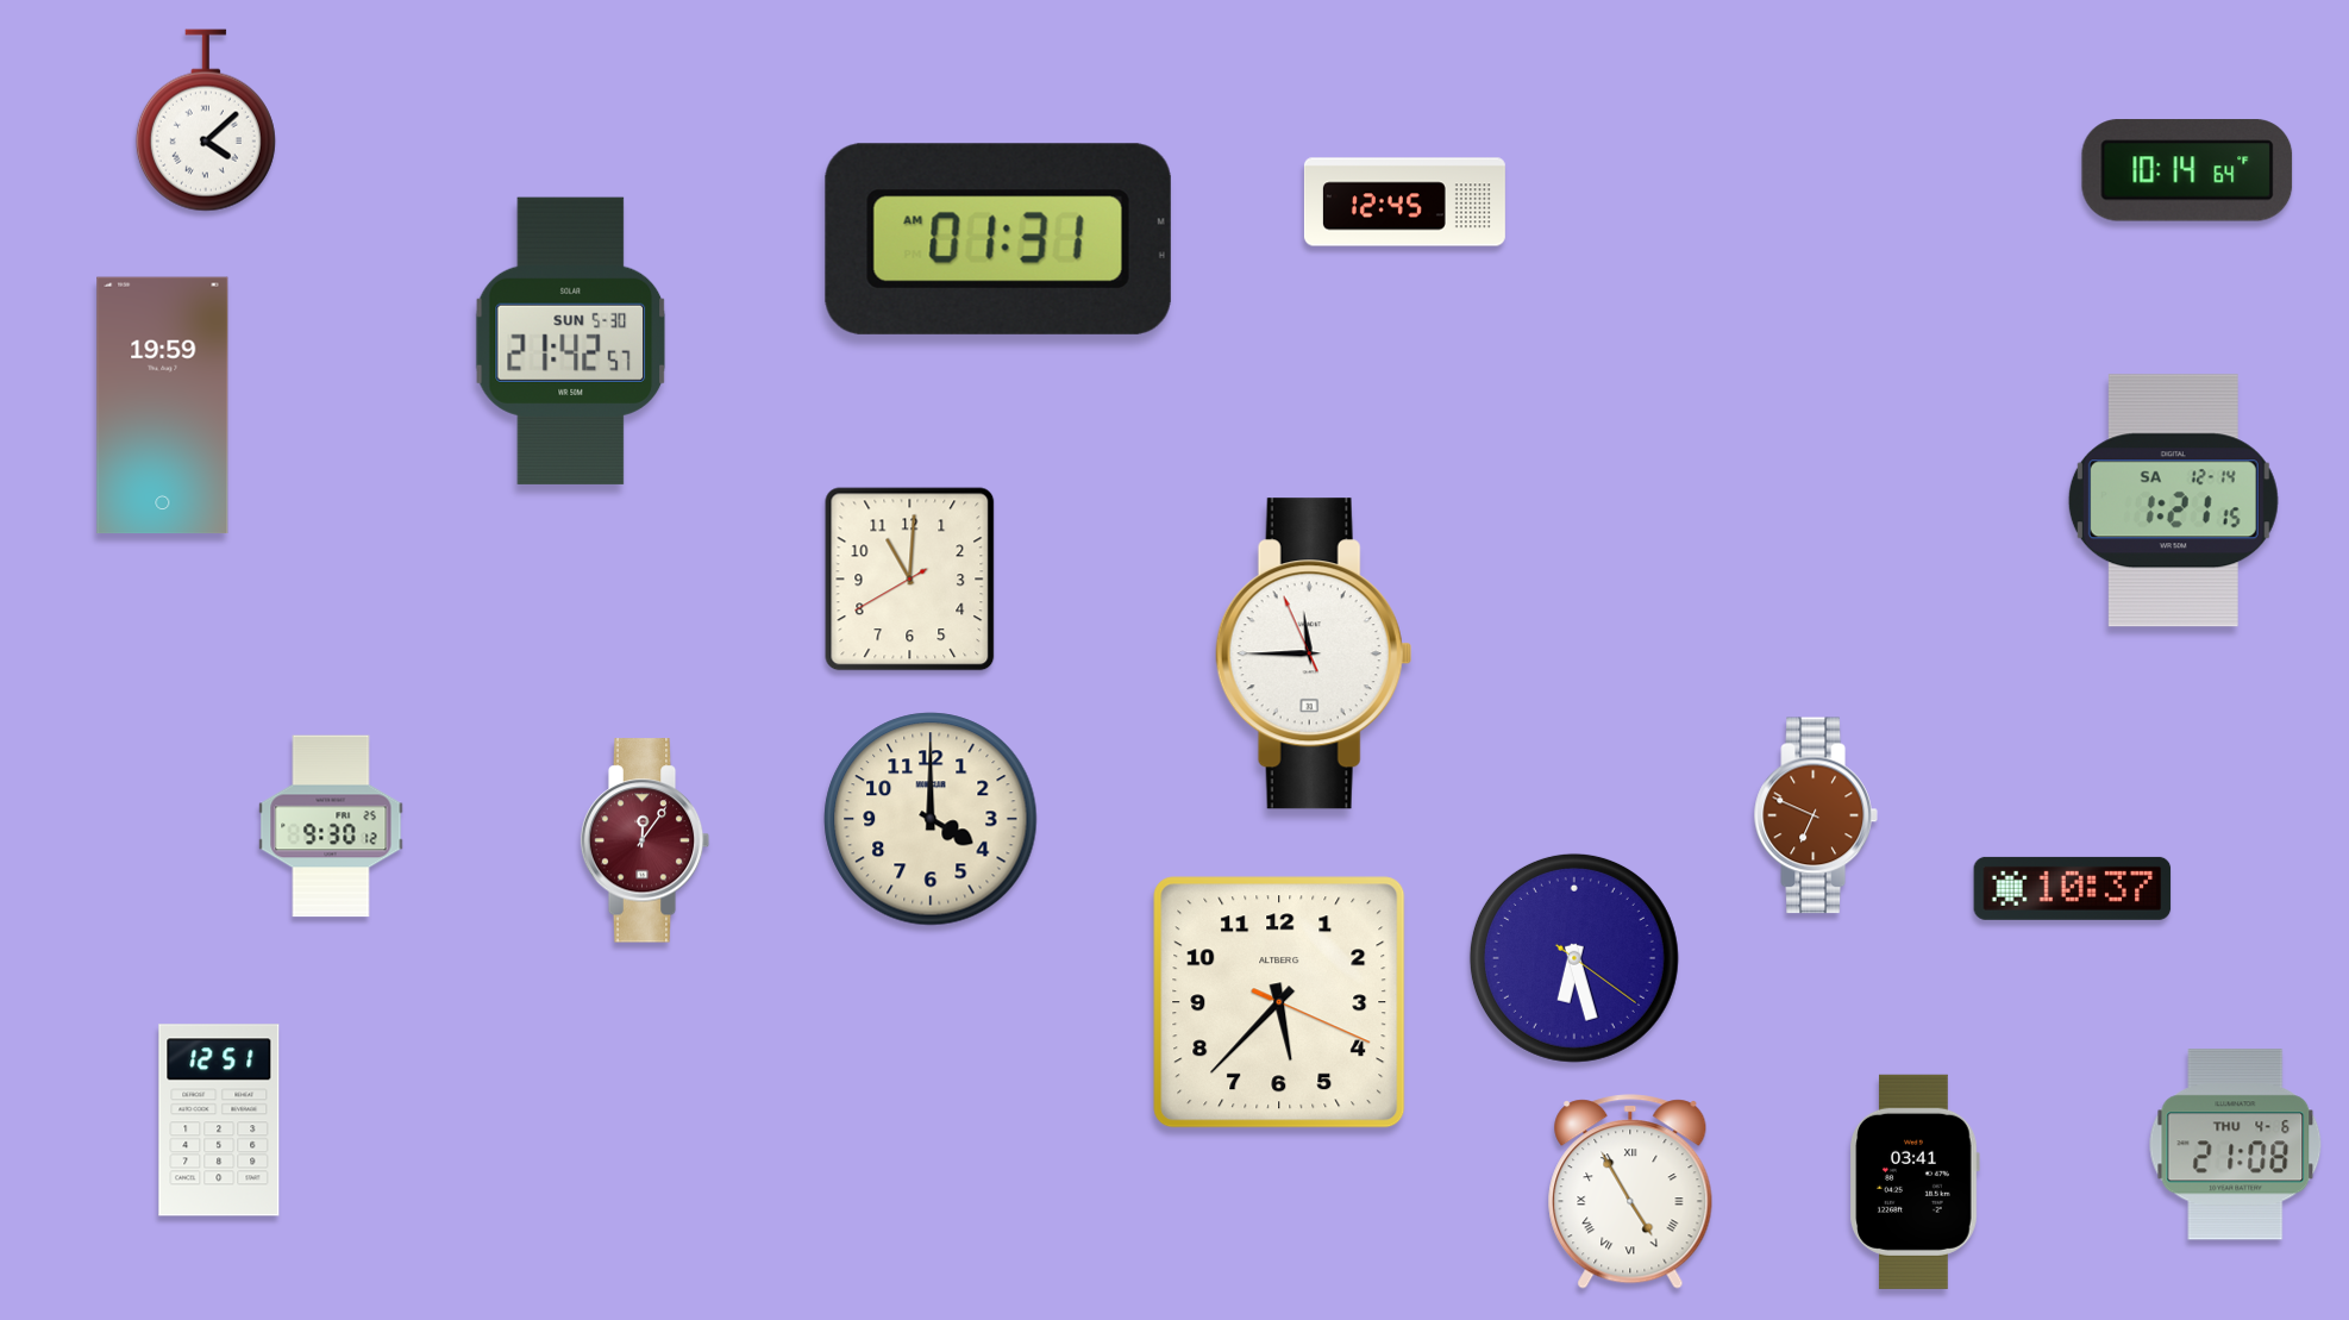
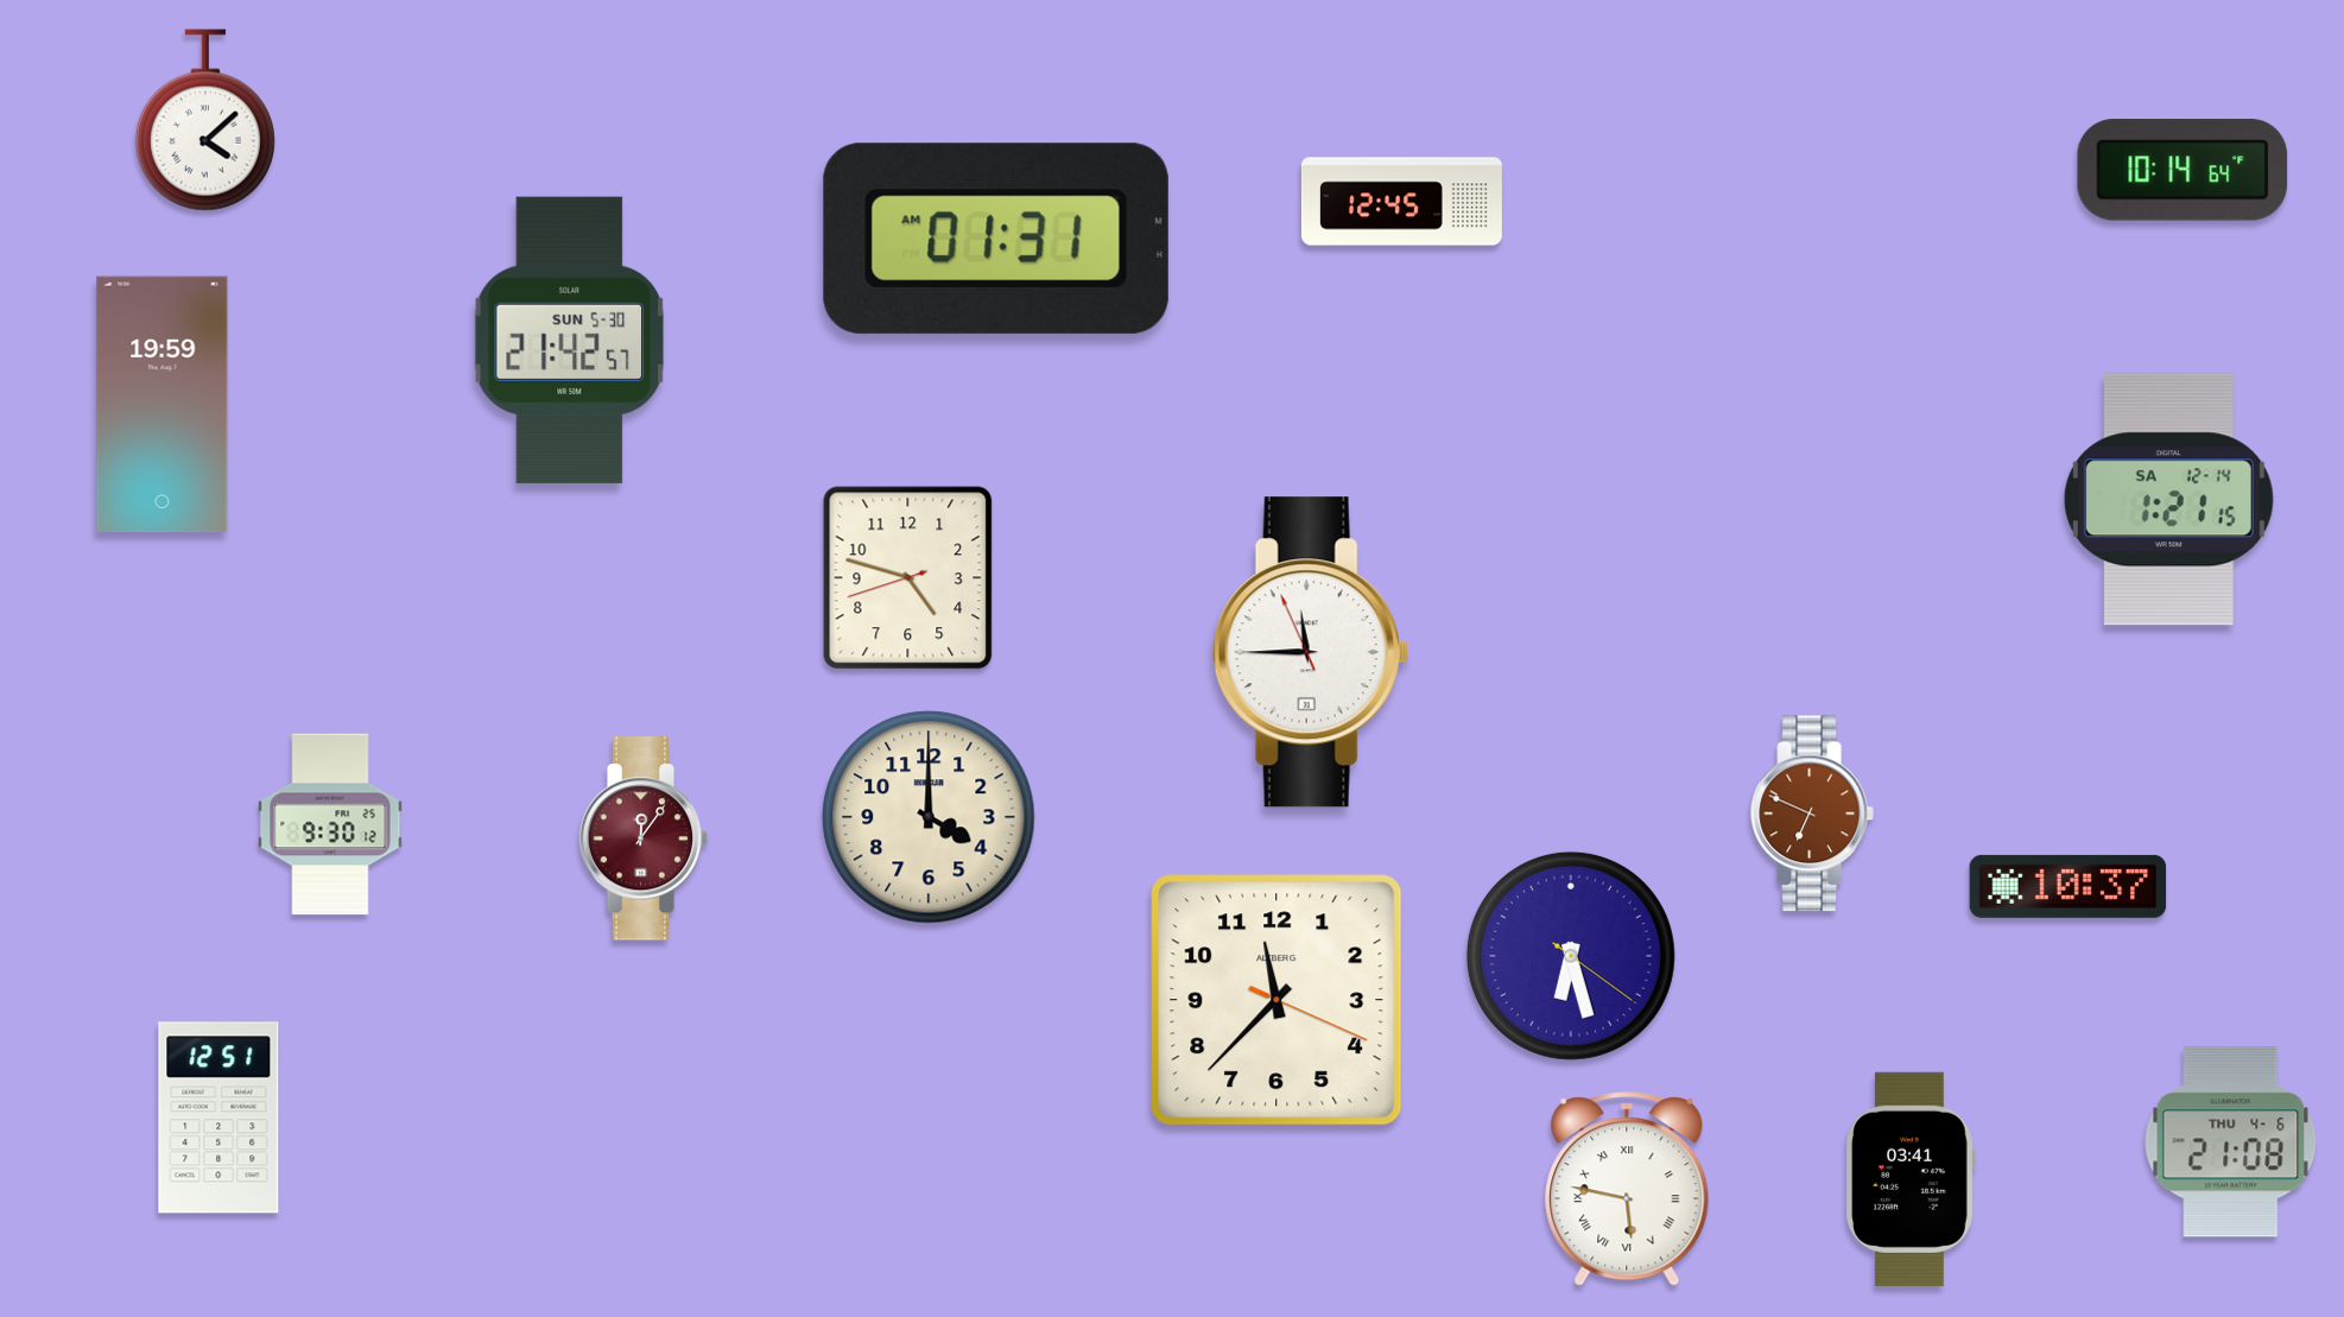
clock at (910, 580): 11:00 -> 4:47
clock at (1279, 1002): 5:37 -> 11:37
clock at (1630, 1191): 4:55 -> 5:47
